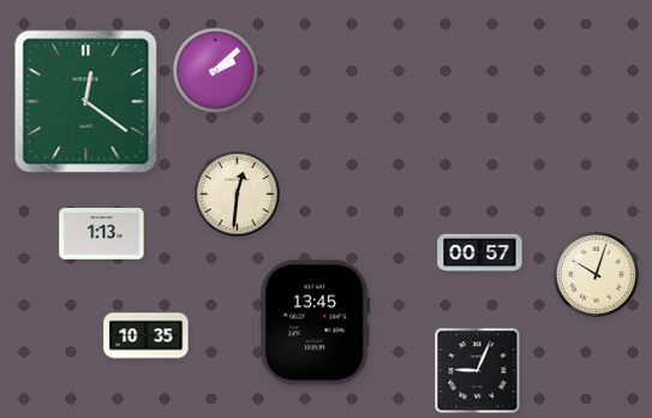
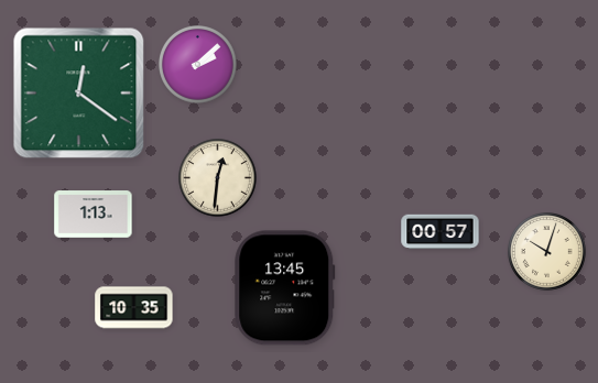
clock at (316, 323) position: (316, 323) -> (285, 288)
clock at (478, 371): 9:04 -> none
